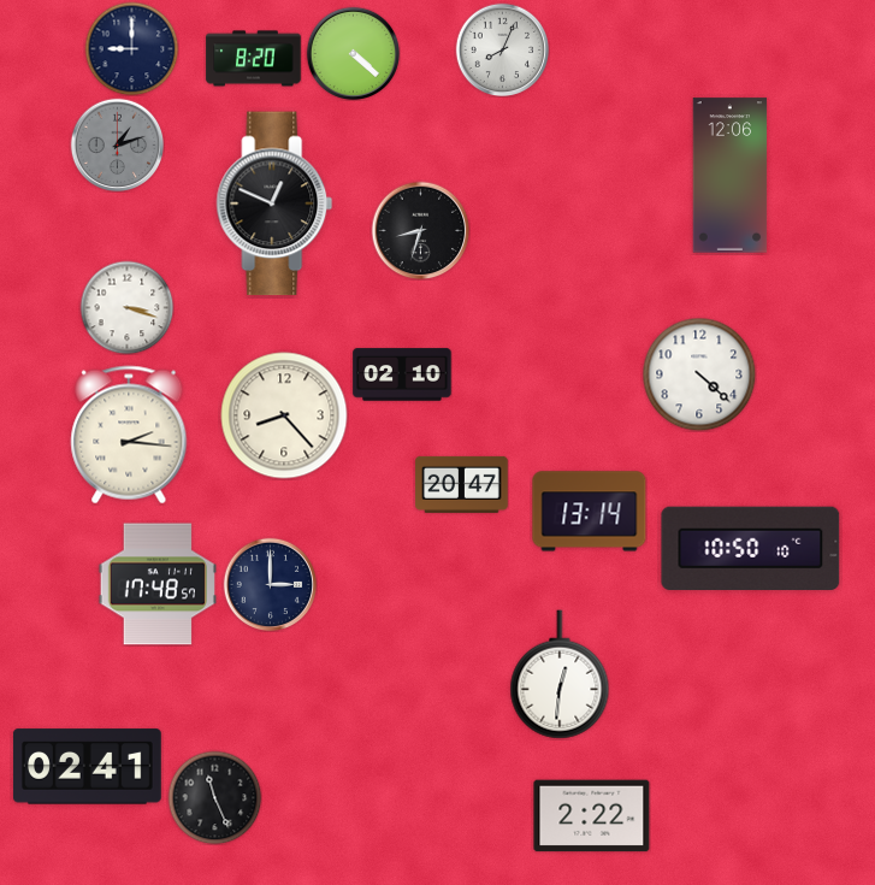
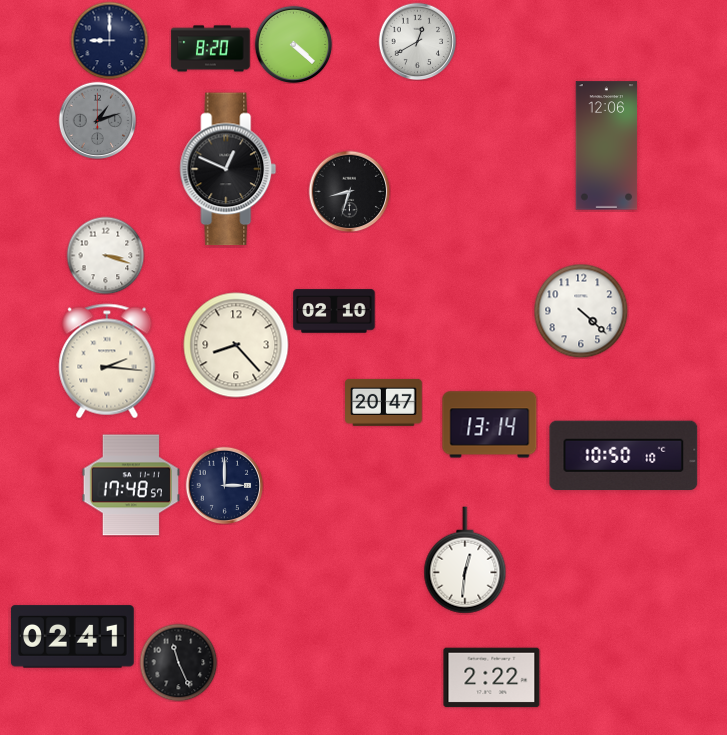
clock at (502, 49): 8:04 -> 12:40
